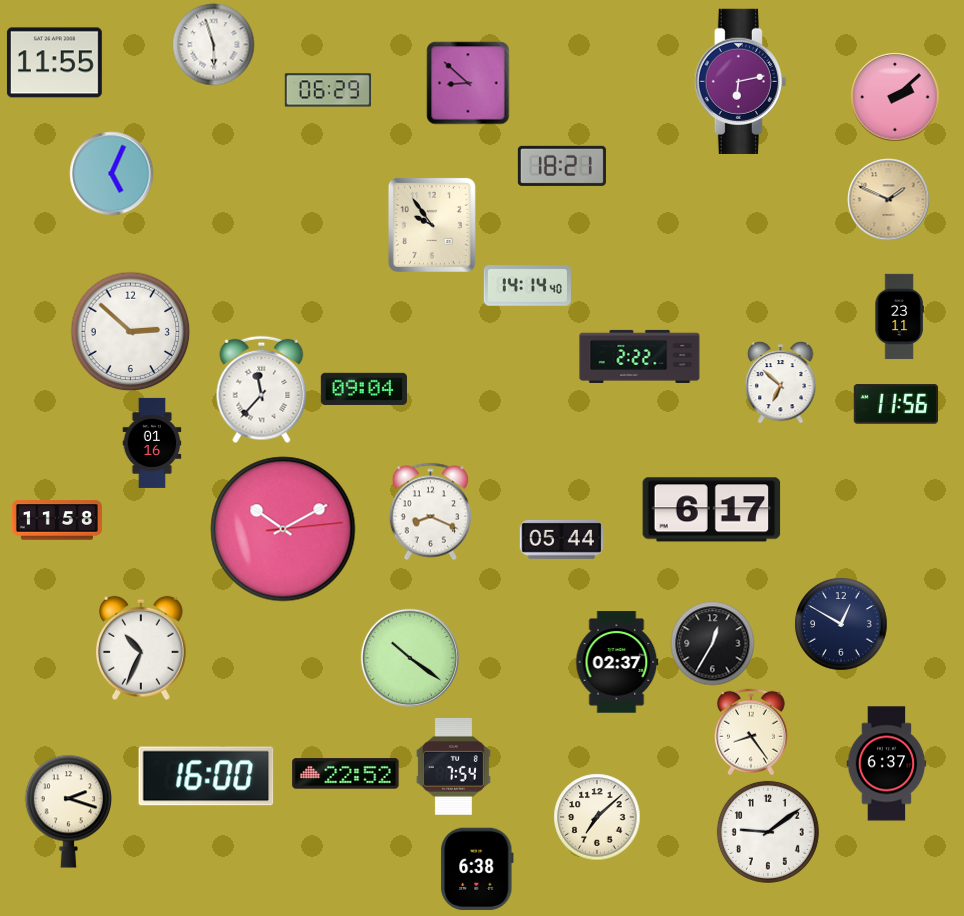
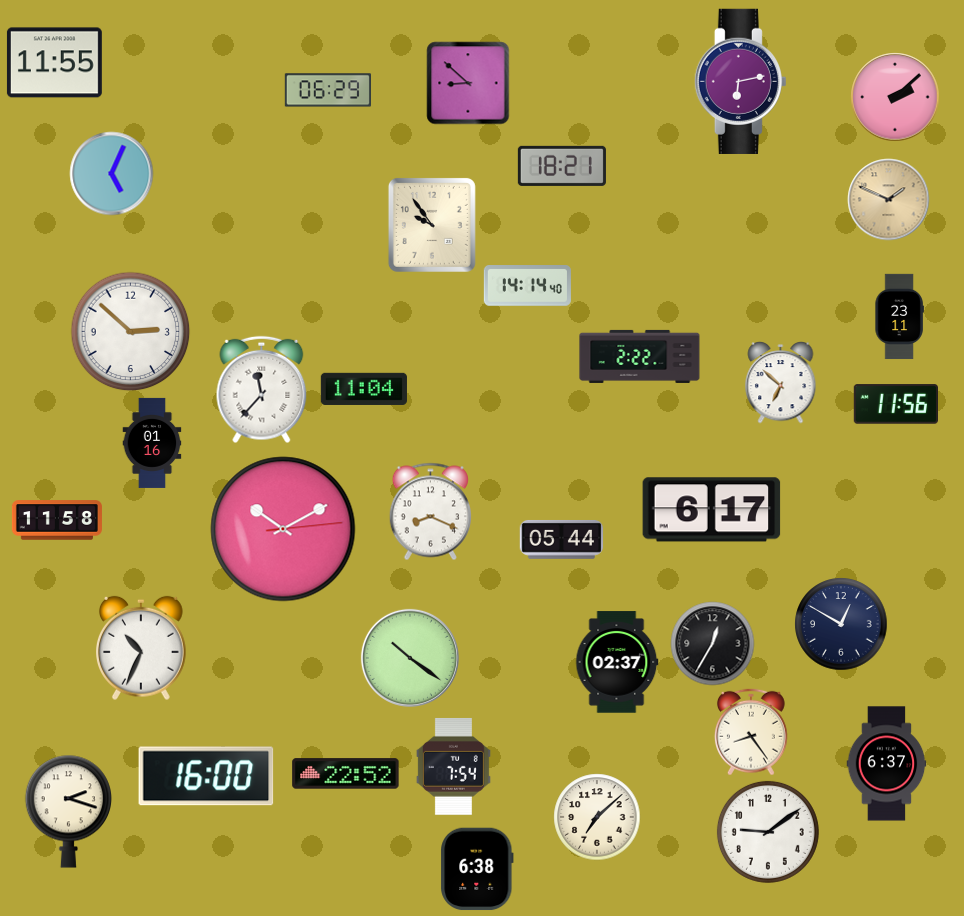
clock at (213, 44): 5:57 -> none
clock at (364, 389): 09:04 -> 11:04
